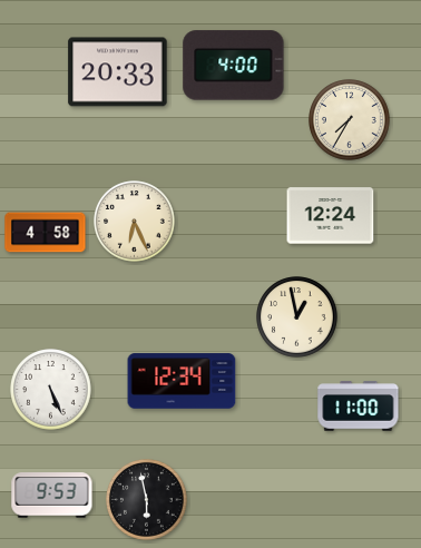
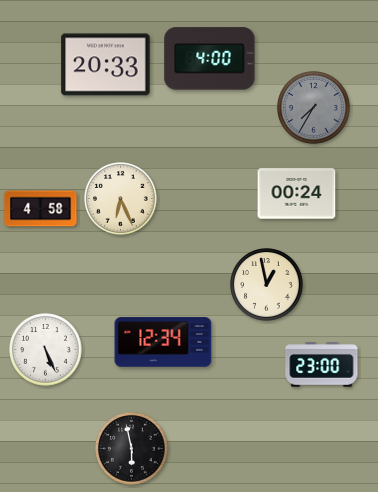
clock at (350, 120) dial: cream -> grey
clock at (331, 216): 12:24 -> 00:24
clock at (359, 407): 11:00 -> 23:00
clock at (52, 496): 9:53 -> none
